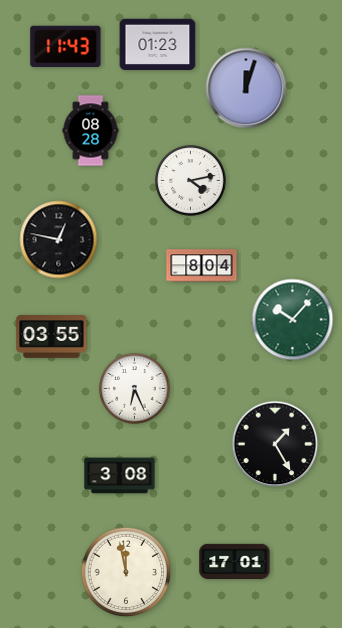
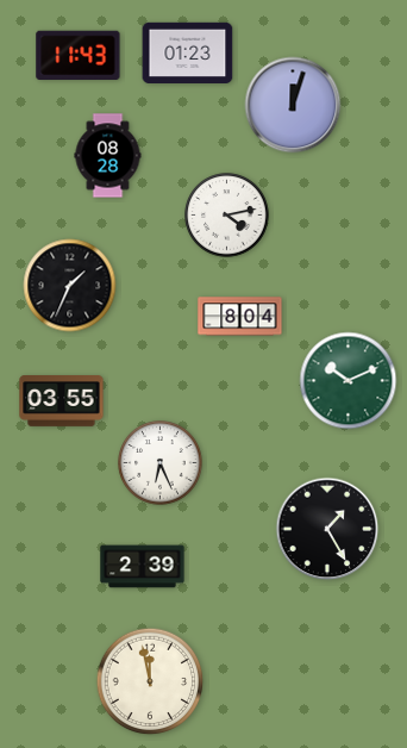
clock at (59, 240): 12:47 -> 1:34
clock at (293, 320): 10:07 -> 10:11
clock at (120, 476): 3:08 -> 2:39
clock at (235, 561): 17:01 -> none
